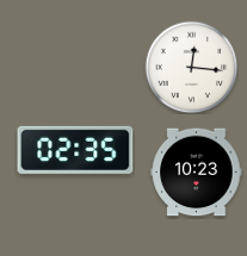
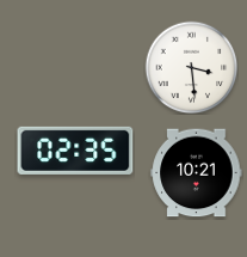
clock at (191, 67): 12:16 -> 3:29
clock at (197, 173): 10:23 -> 10:21
